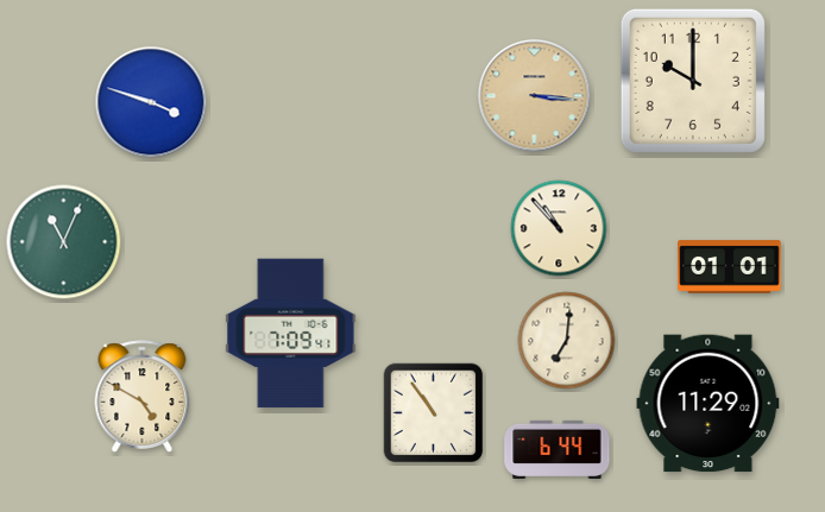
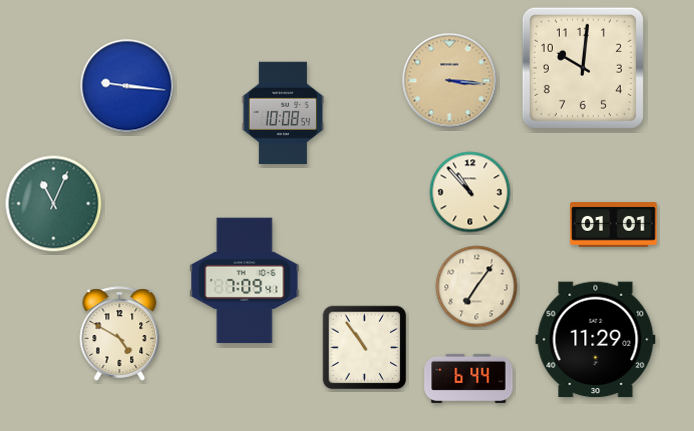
clock at (693, 81): 10:00 -> 10:01
clock at (151, 102): 3:48 -> 9:16
clock at (283, 113): none -> 10:08
clock at (567, 341): 7:01 -> 7:06
